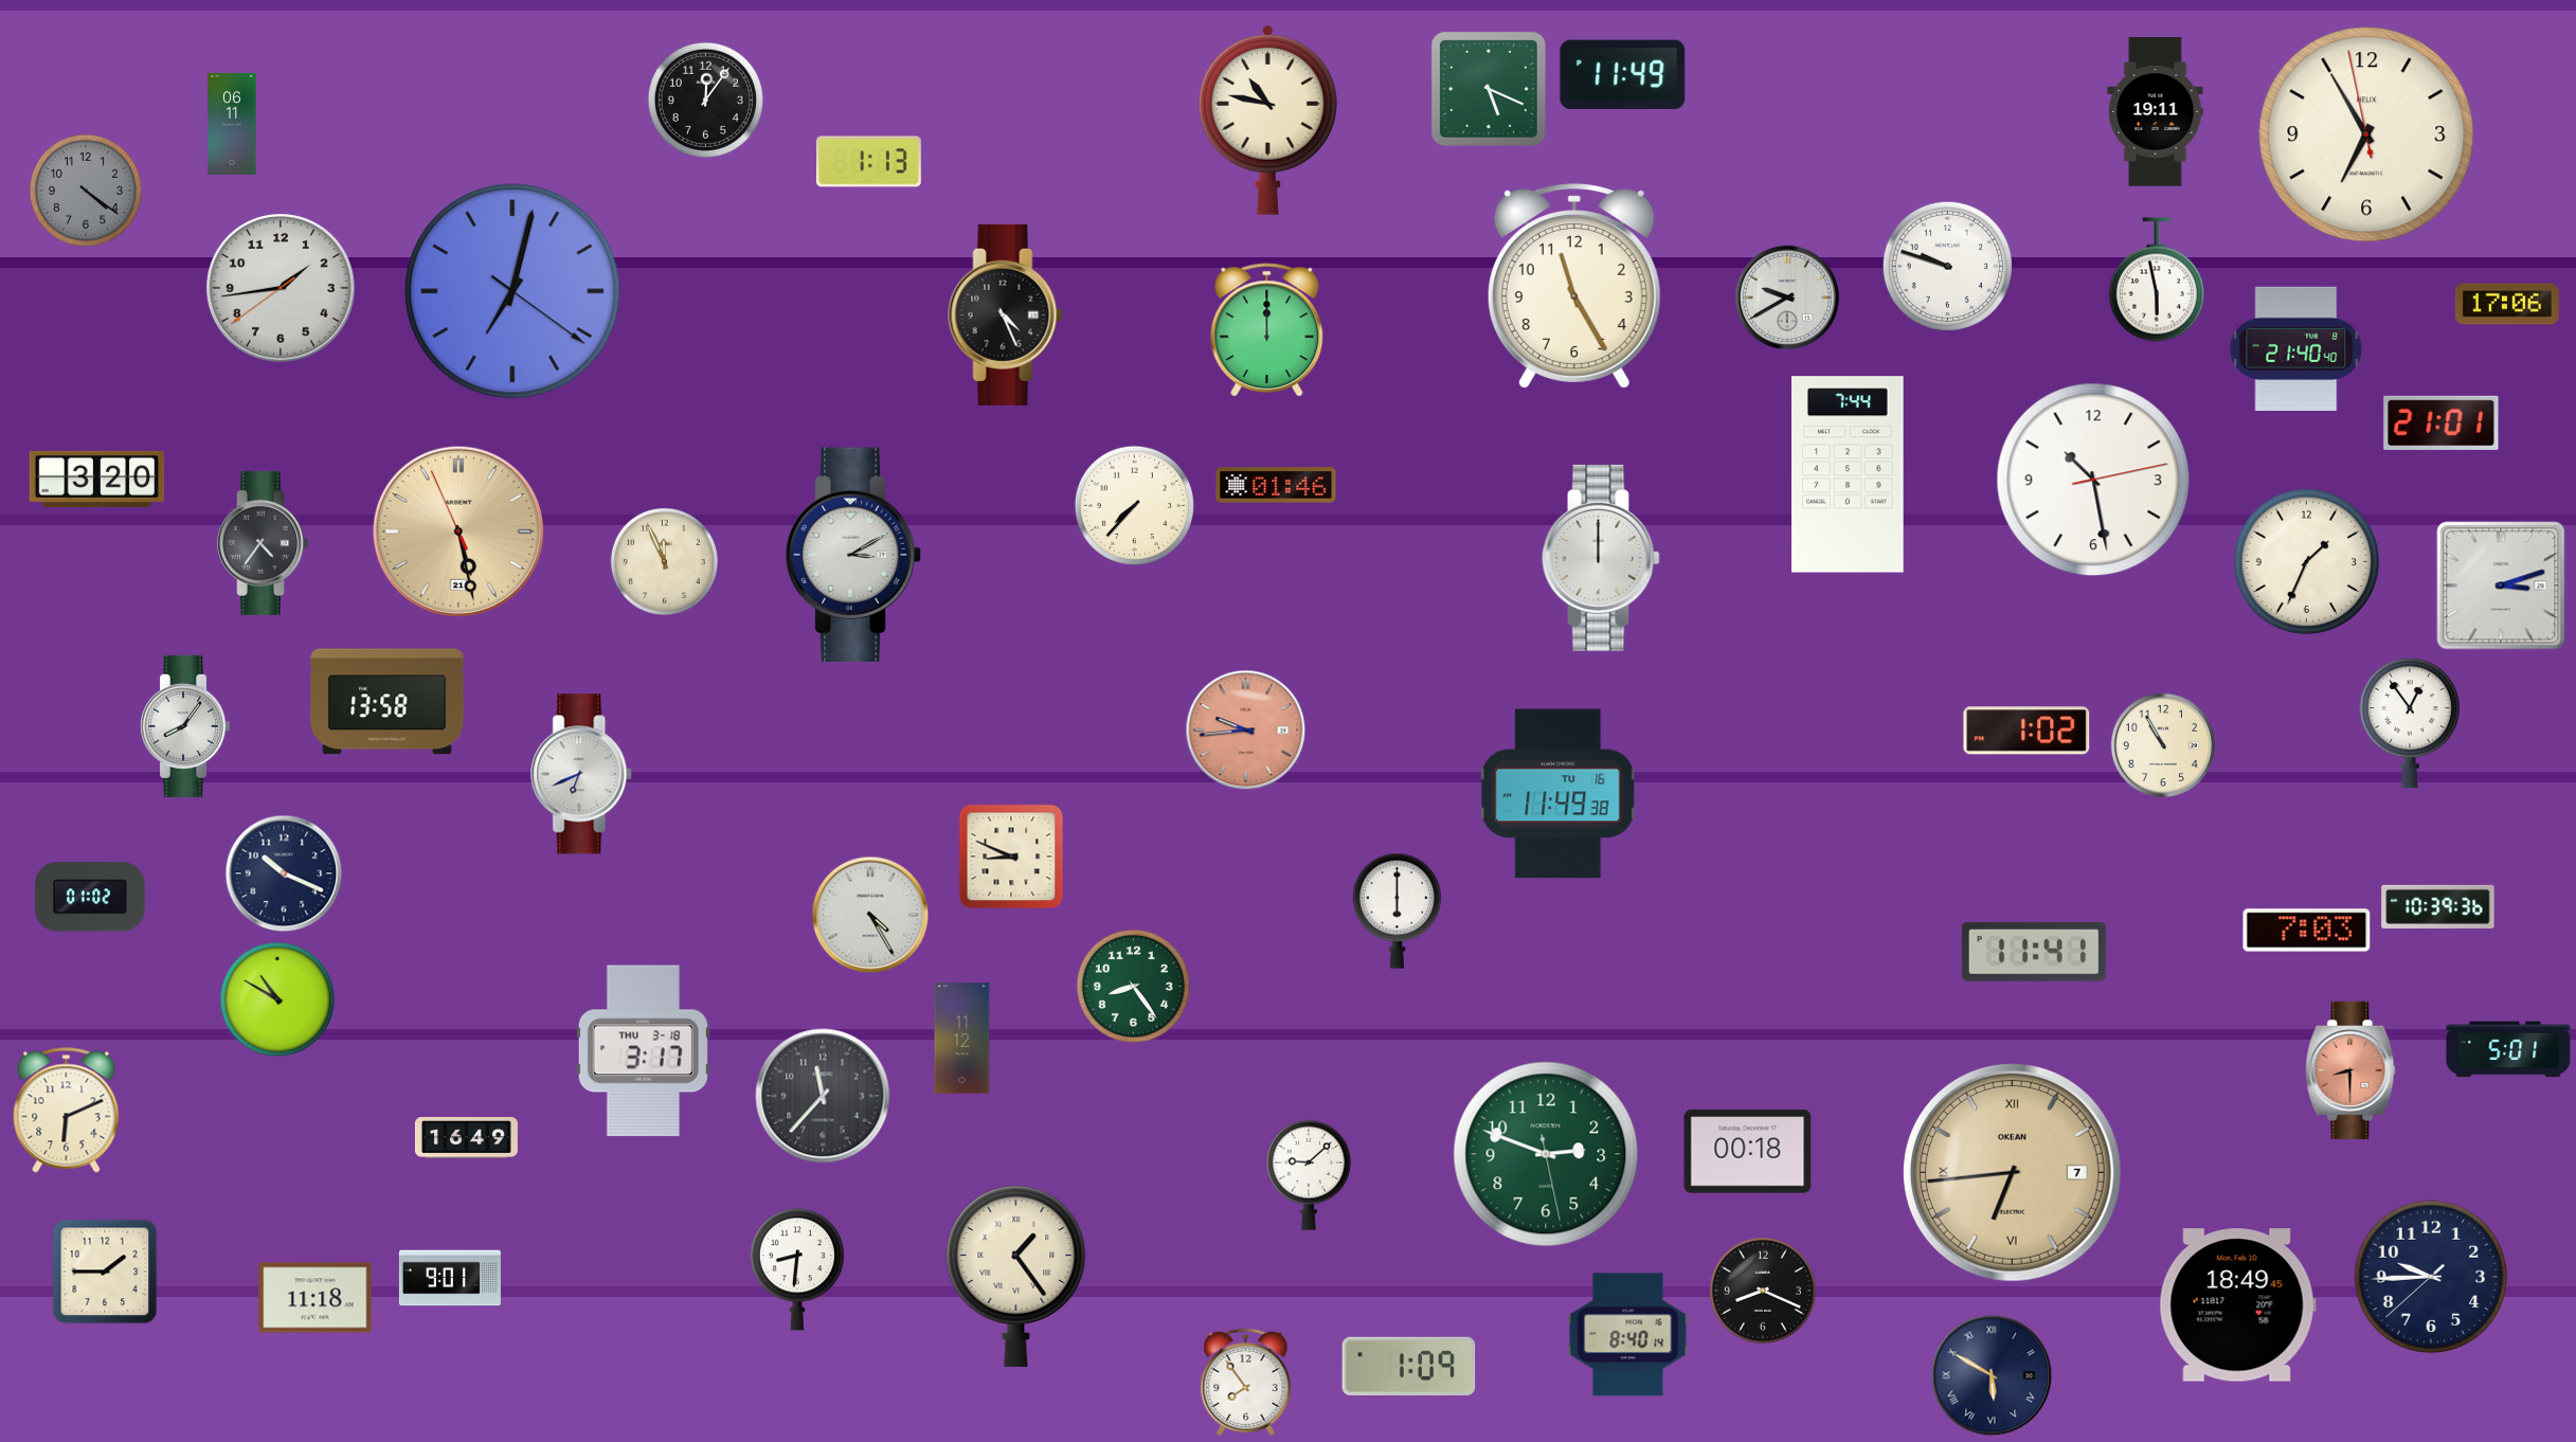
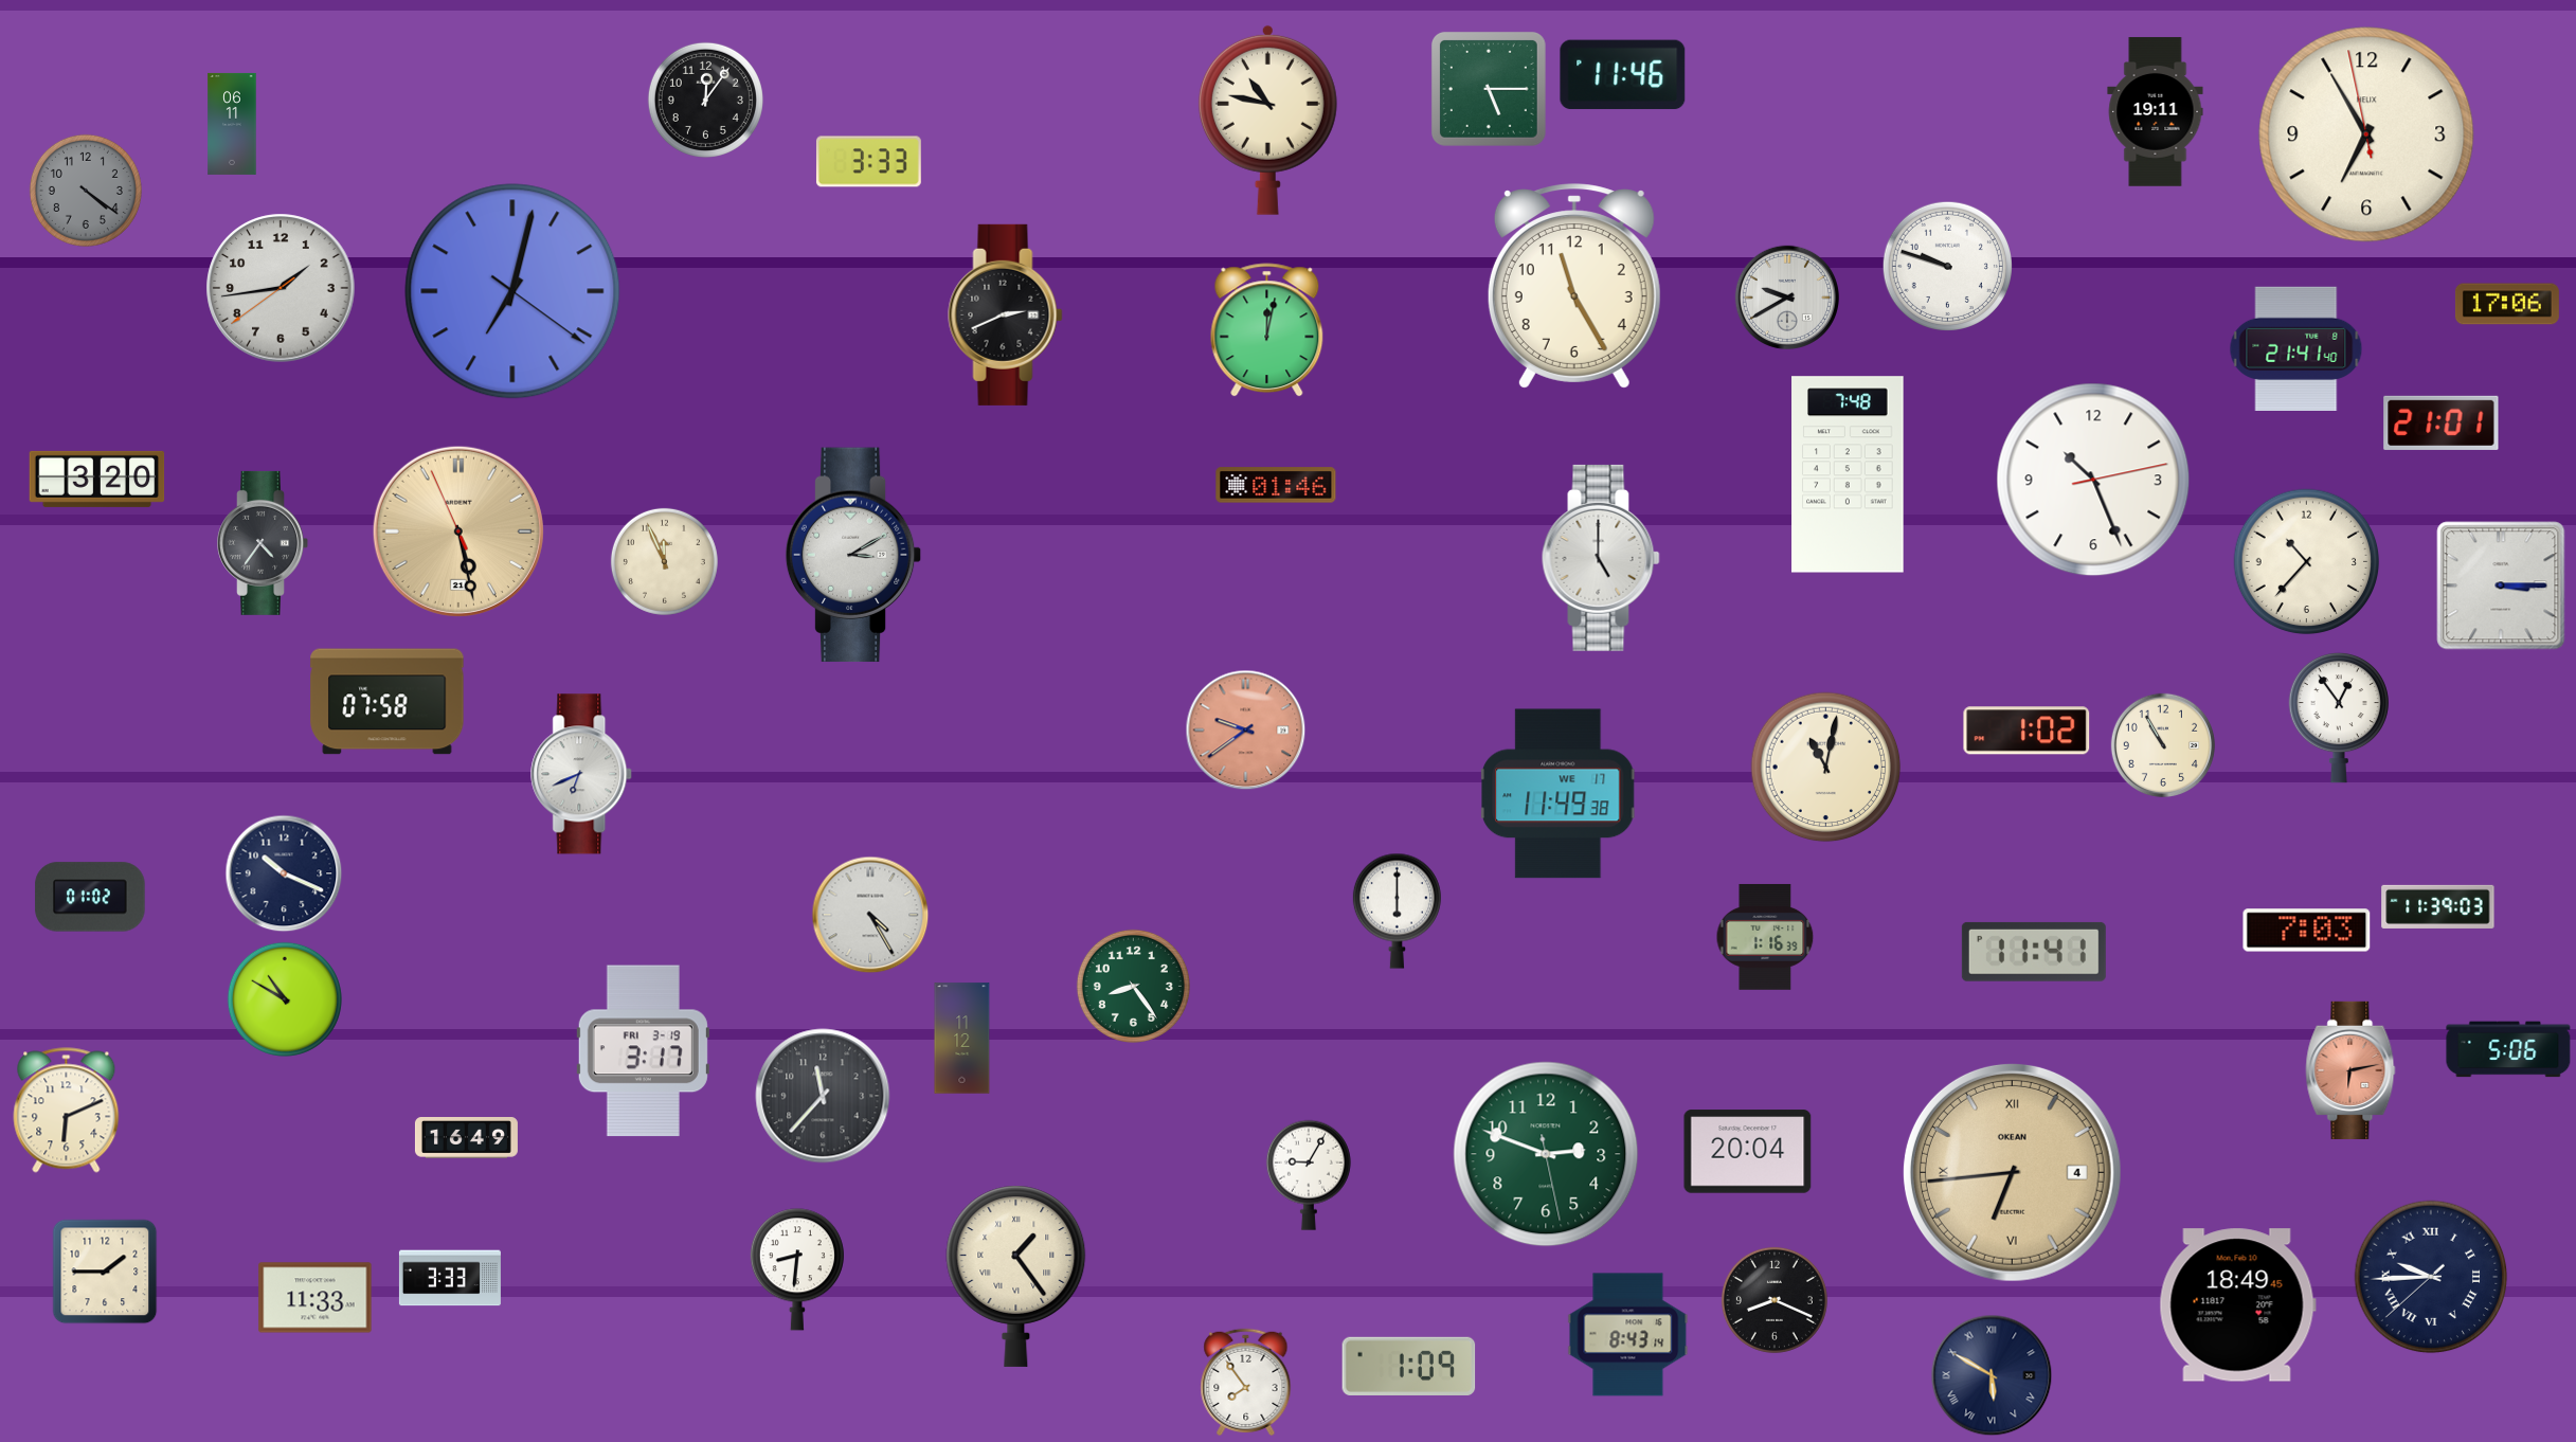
clock at (1623, 75): 11:49 -> 11:46
clock at (1489, 89): 5:19 -> 5:15
clock at (868, 162): 1:13 -> 3:33
clock at (2157, 280): 5:58 -> none
clock at (1006, 314): 4:26 -> 2:41
clock at (1267, 330): 12:00 -> 12:02
clock at (2296, 349): 21:40 -> 21:41
clock at (1848, 474): 7:44 -> 7:48
clock at (2093, 480): 10:28 -> 10:26
clock at (1134, 505): 7:37 -> none
clock at (1601, 558): 12:00 -> 5:00
clock at (2307, 562): 1:34 -> 10:37
clock at (2501, 585): 3:12 -> 3:15
clock at (388, 702): 13:58 -> 07:58
clock at (2410, 723) position: (2410, 723) -> (2339, 718)
clock at (185, 726): 8:06 -> none
clock at (1246, 731): 9:44 -> 9:39
clock at (1826, 768): none -> 11:02
clock at (1559, 794) date: TU 16 -> WE 17
clock at (1011, 857): 8:49 -> none
clock at (2438, 906): 10:39 -> 11:39
clock at (1765, 937): none -> 1:16
clock at (277, 999) position: (277, 999) -> (285, 999)
clock at (2508, 1049): 5:01 -> 5:06
clock at (643, 1051) date: THU 3-18 -> FRI 3-19
clock at (2350, 1070): 8:30 -> 6:13
clock at (1748, 1152): 00:18 -> 20:04
clock at (2012, 1172) date: 7 -> 4
clock at (1309, 1175): 9:08 -> 9:05
clock at (2431, 1277) numerals: Arabic -> Roman
clock at (450, 1278): 9:01 -> 3:33
clock at (1763, 1291) position: (1763, 1291) -> (1775, 1300)
clock at (316, 1298): 11:18 -> 11:33
clock at (1628, 1335): 8:40 -> 8:43
